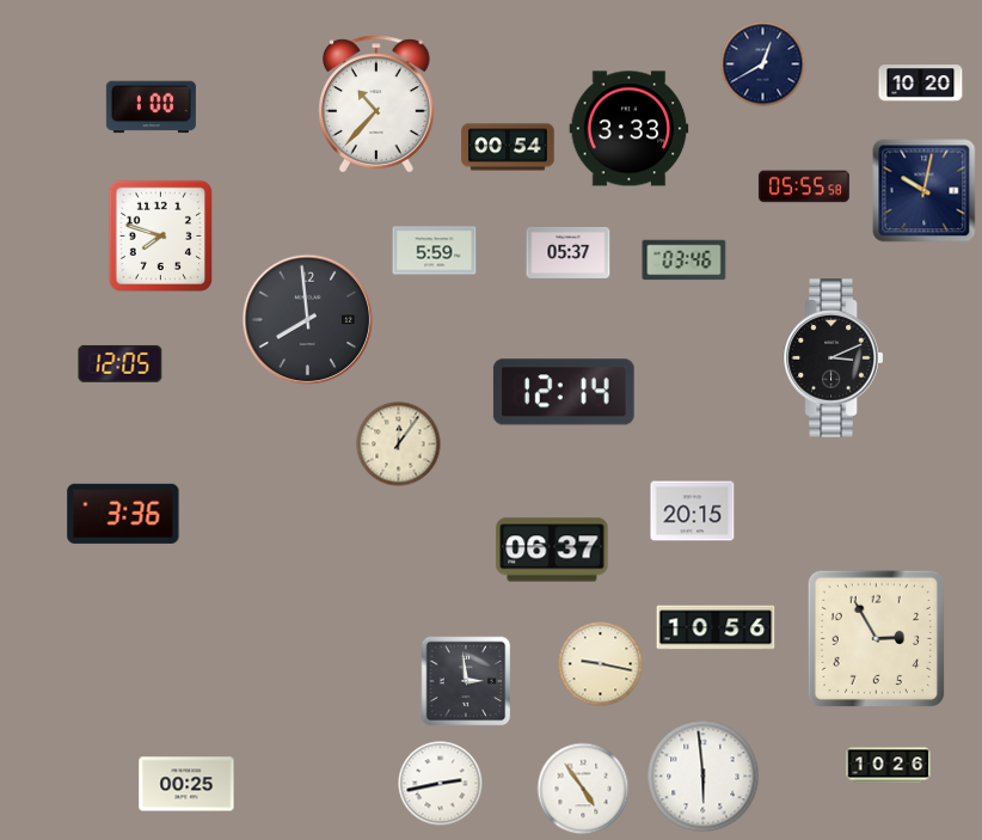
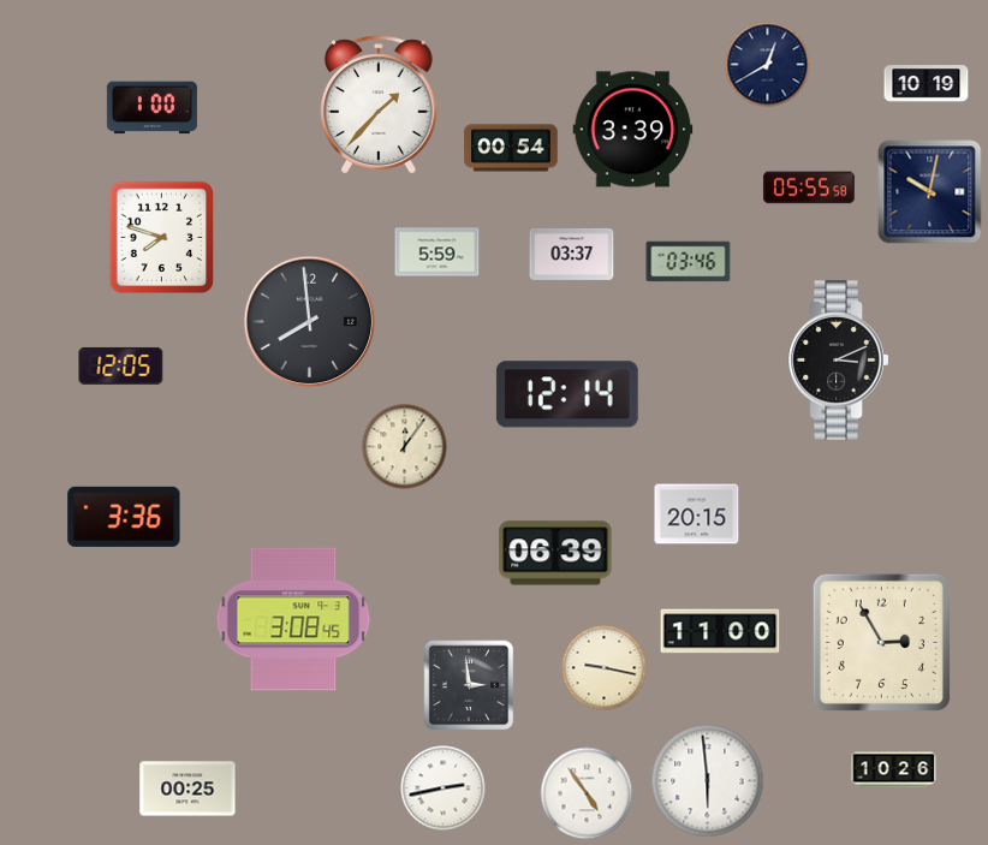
clock at (921, 84): 10:20 -> 10:19
clock at (378, 104): 10:37 -> 1:37
clock at (630, 129): 3:33 -> 3:39
clock at (569, 252): 05:37 -> 03:37
clock at (399, 444) position: (399, 444) -> (405, 447)
clock at (552, 550): 06:37 -> 06:39
clock at (293, 619): none -> 3:08
clock at (716, 627): 10:56 -> 11:00
